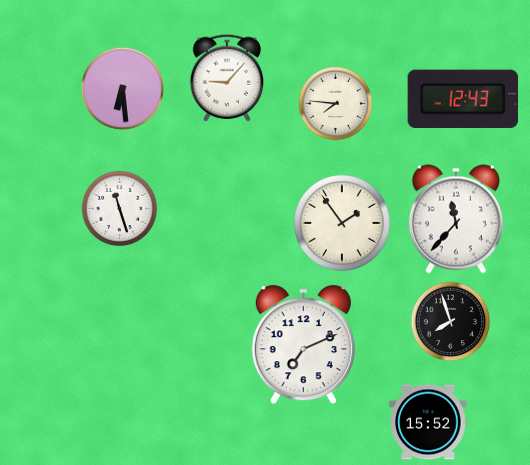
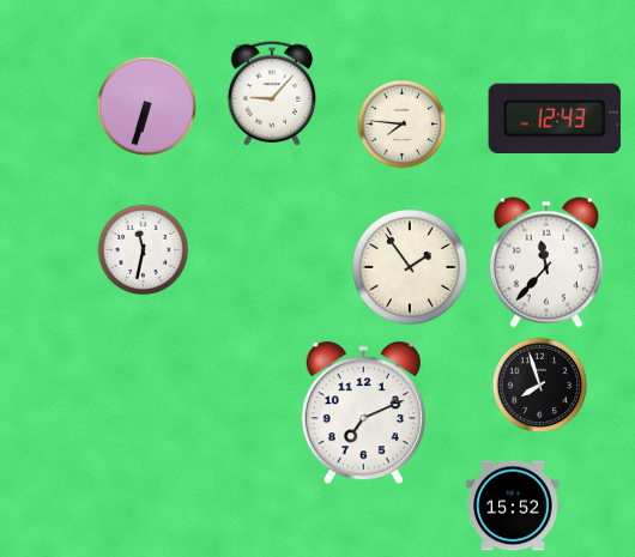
clock at (122, 88): 6:29 -> 6:33
clock at (120, 209): 11:27 -> 11:32
